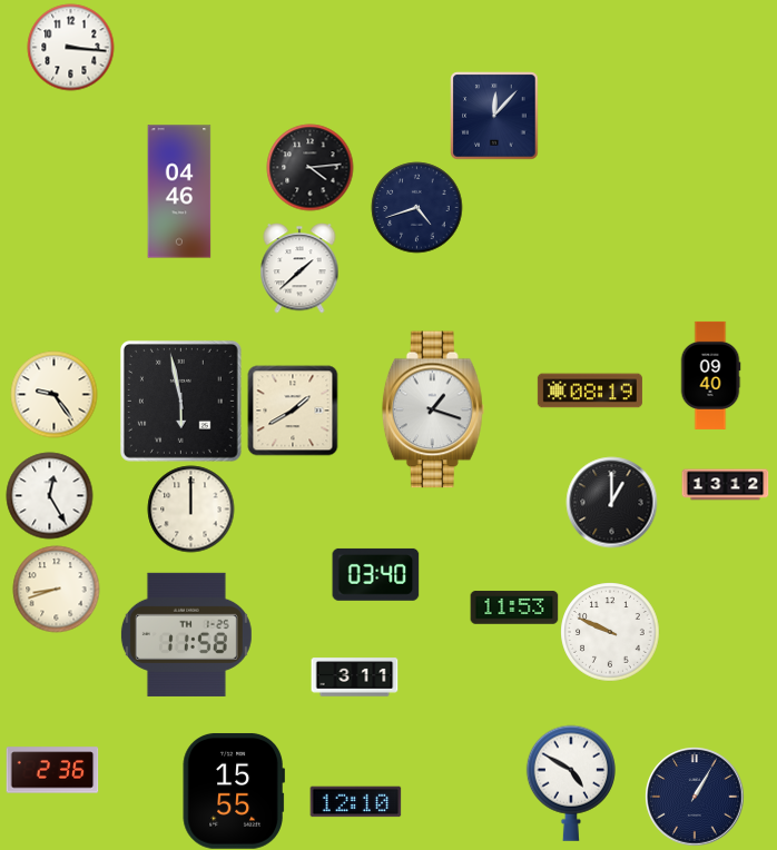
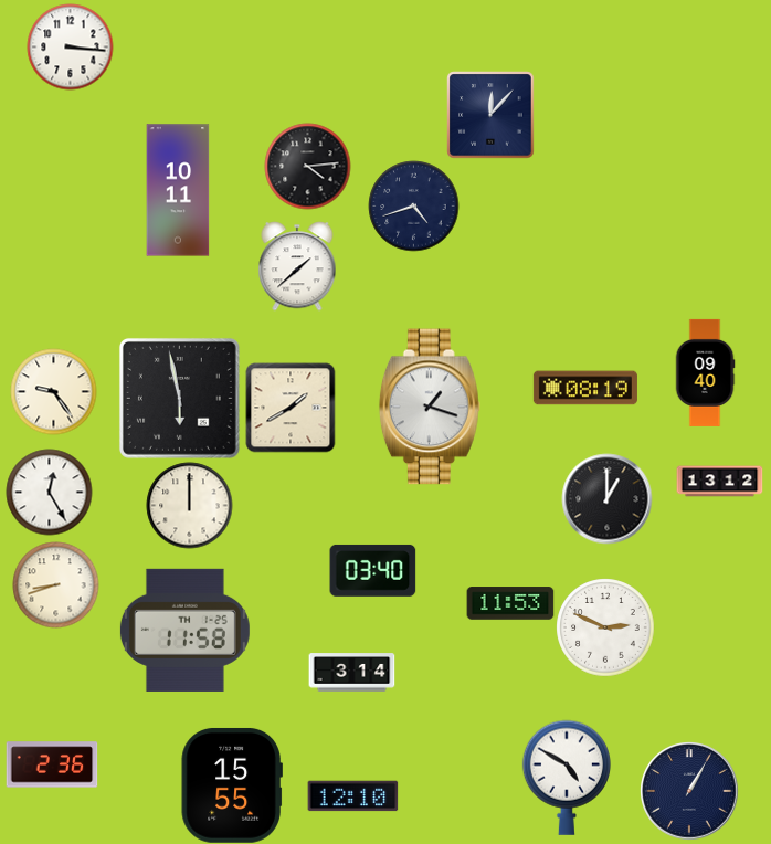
clock at (179, 191): 04:46 -> 10:11
clock at (610, 632): 9:49 -> 2:49
clock at (354, 678): 3:11 -> 3:14
